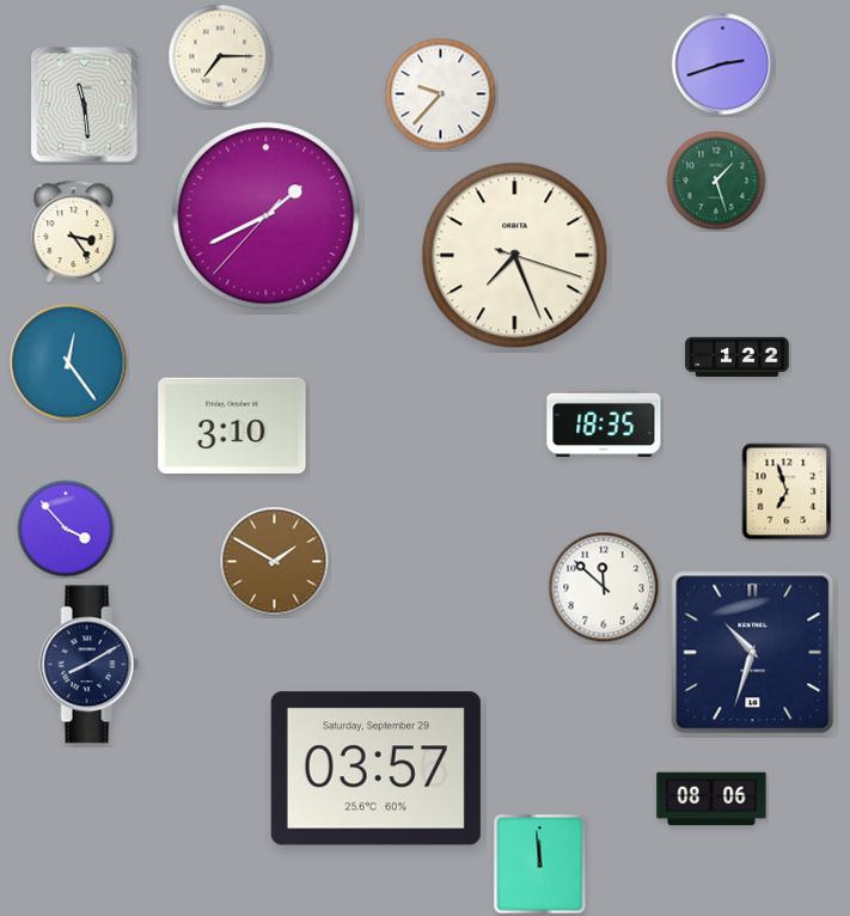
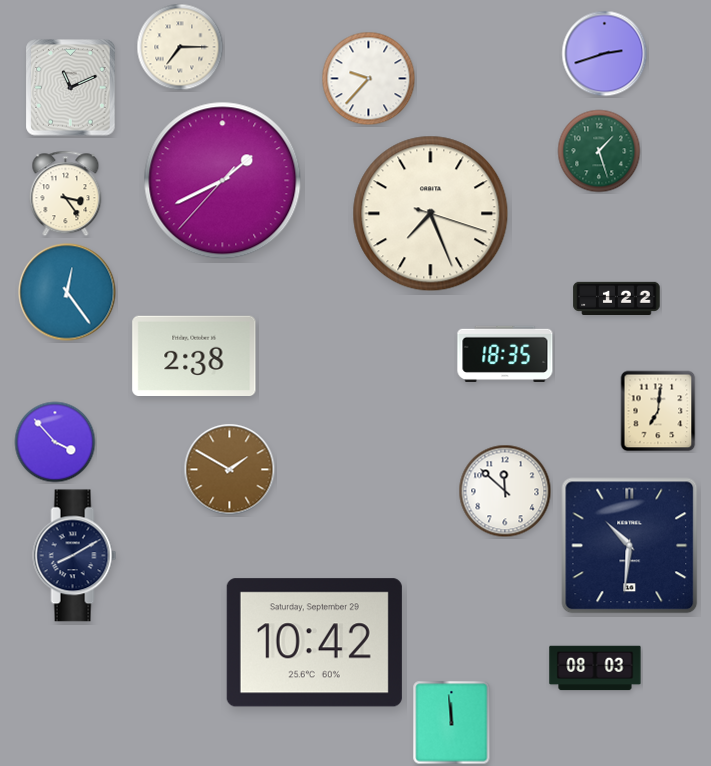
clock at (220, 56) position: (220, 56) -> (180, 47)
clock at (85, 105): 11:29 -> 11:11
clock at (74, 232) position: (74, 232) -> (66, 194)
clock at (68, 362) position: (68, 362) -> (67, 292)
clock at (232, 426): 3:10 -> 2:38
clock at (787, 491): 6:57 -> 7:01
clock at (753, 653): 10:33 -> 10:31
clock at (375, 769): 03:57 -> 10:42
clock at (711, 799): 08:06 -> 08:03
